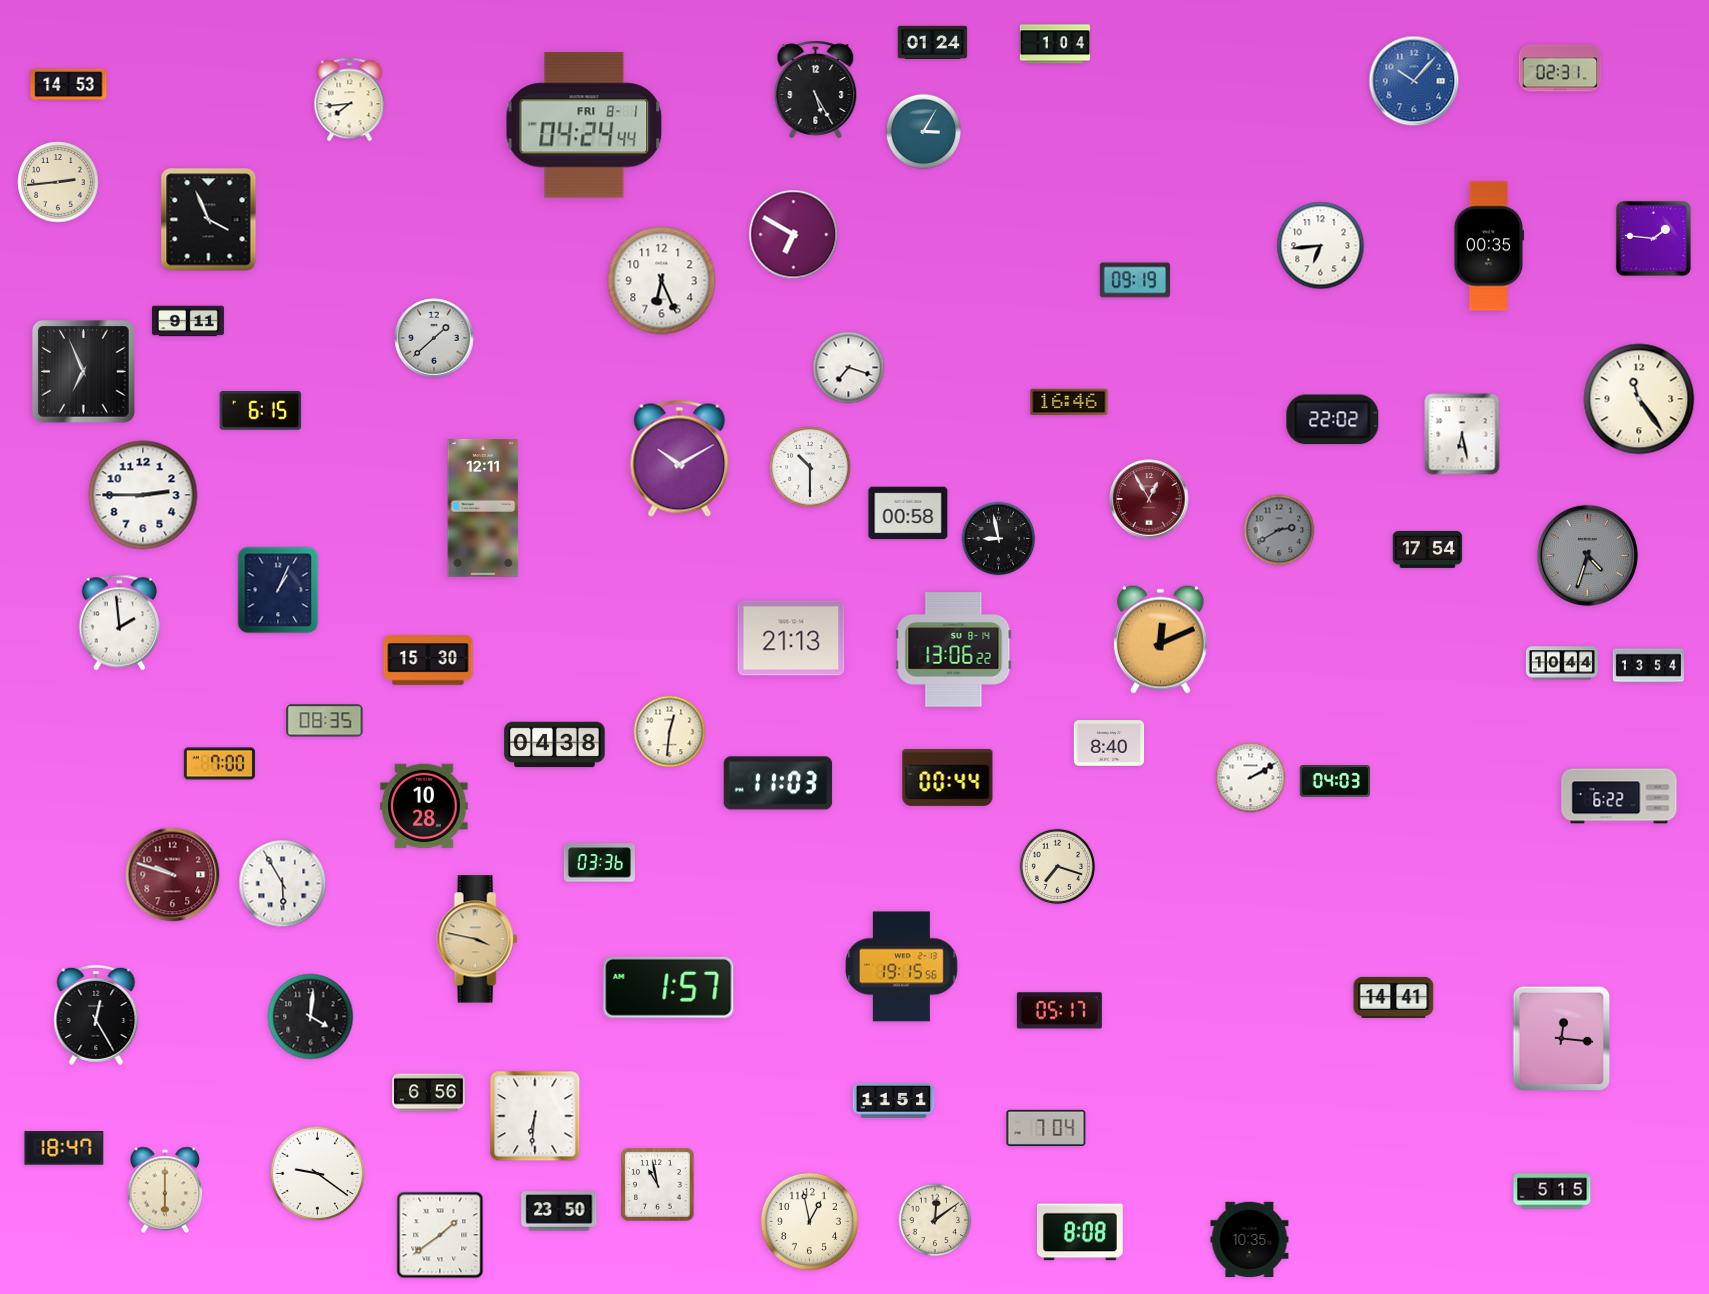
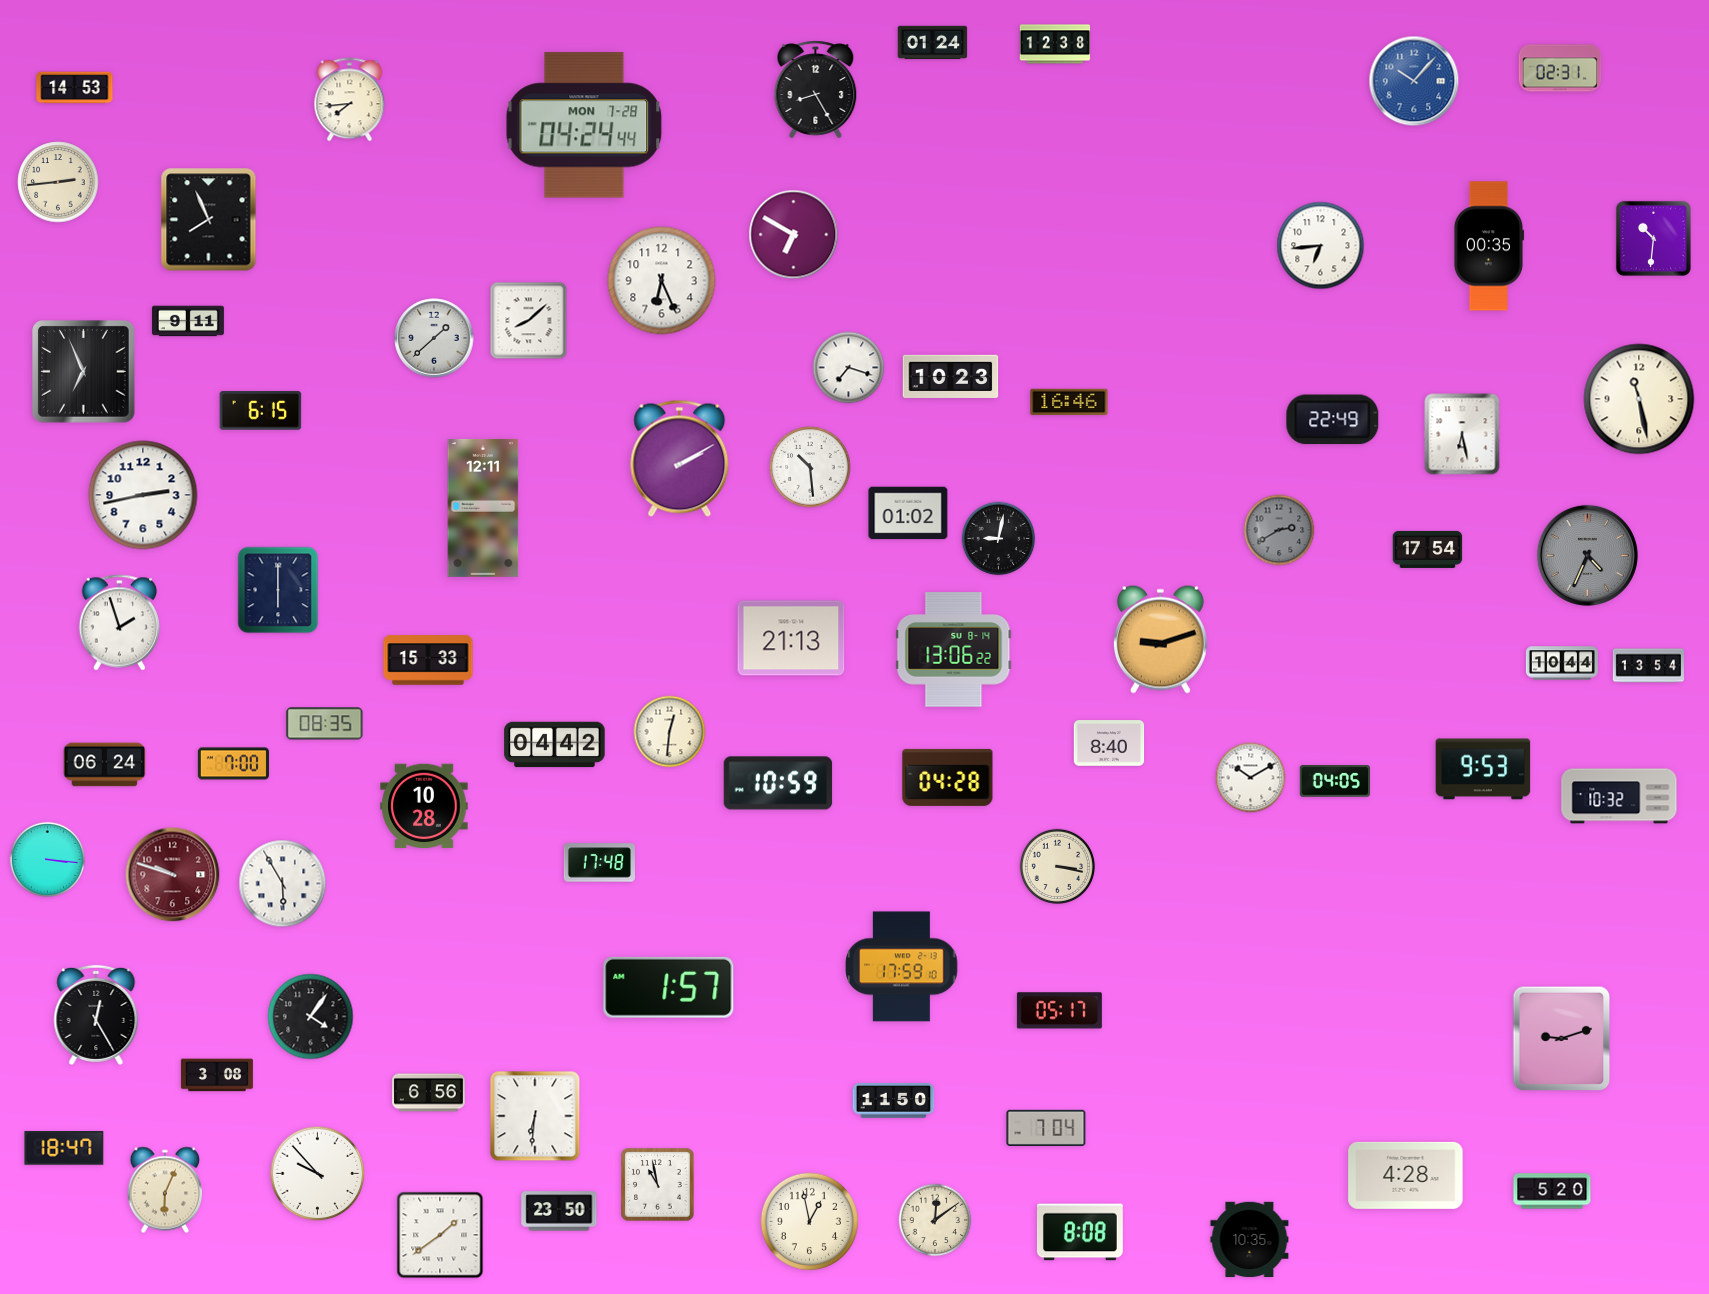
clock at (1055, 44): 1:04 -> 12:38
clock at (69, 85) position: (69, 85) -> (75, 88)
clock at (816, 90): 5:25 -> 8:25
clock at (584, 125) date: FRI 8-1 -> MON 7-28
clock at (923, 131): 3:05 -> none
clock at (209, 220): 3:56 -> 7:56
clock at (1653, 238): 1:46 -> 10:31
clock at (1135, 280): 09:19 -> none
clock at (529, 321): none -> 8:08
clock at (951, 377): none -> 10:23
clock at (1639, 399): 11:24 -> 11:28
clock at (1333, 420): 22:02 -> 22:49
clock at (680, 458): 10:10 -> 2:10
clock at (810, 467): 10:30 -> 10:29
clock at (143, 495): 2:45 -> 2:43
clock at (1149, 499): 12:55 -> none
clock at (908, 513): 00:58 -> 01:02
clock at (999, 539): 8:58 -> 9:02
clock at (1587, 555): 4:33 -> 4:34
clock at (278, 590): 1:04 -> 6:00
clock at (120, 623): 1:59 -> 1:57
clock at (1160, 639): 12:11 -> 9:12
clock at (428, 660): 15:30 -> 15:33
clock at (325, 721) position: (325, 721) -> (325, 724)
clock at (555, 745): 04:38 -> 04:42
clock at (219, 764) position: (219, 764) -> (233, 764)
clock at (105, 765): none -> 06:24
clock at (1483, 769): none -> 9:53
clock at (948, 777): 00:44 -> 04:28
clock at (1251, 778): 2:10 -> 10:10
clock at (1335, 781): 04:03 -> 04:05
clock at (778, 783): 11:03 -> 10:59
clock at (1619, 796): 6:22 -> 10:32
clock at (47, 859): none -> 3:16
clock at (599, 863): 03:36 -> 17:48
clock at (1057, 866): 7:18 -> 3:17
clock at (477, 939): 3:47 -> none
clock at (902, 967): 19:15 -> 17:59
clock at (1394, 997): 14:41 -> none
clock at (311, 1017): 4:01 -> 4:06
clock at (1562, 1039): 12:16 -> 9:12
clock at (217, 1075): none -> 3:08
clock at (894, 1101): 11:51 -> 11:50
clock at (318, 1174): 9:21 -> 9:53
clock at (1406, 1175): none -> 4:28
clock at (165, 1190): 6:00 -> 6:04
clock at (1552, 1191): 5:15 -> 5:20
